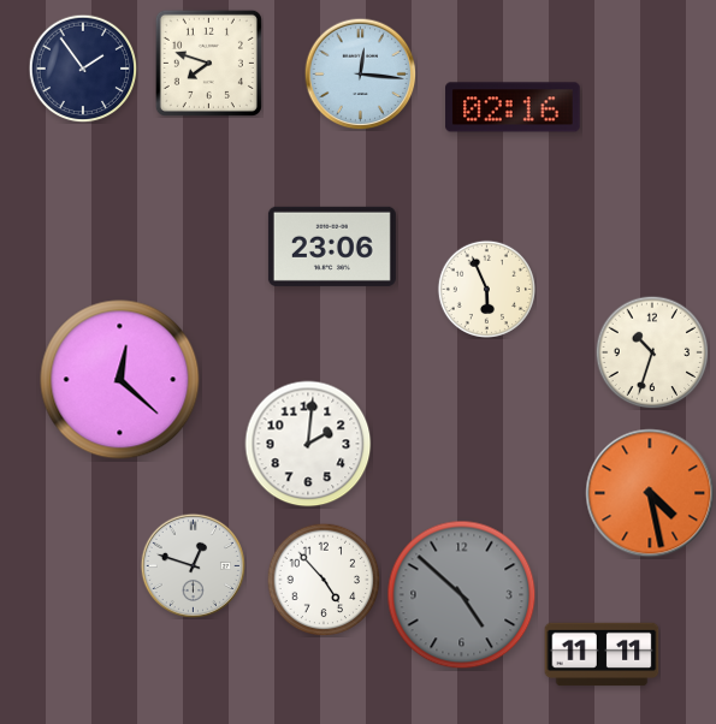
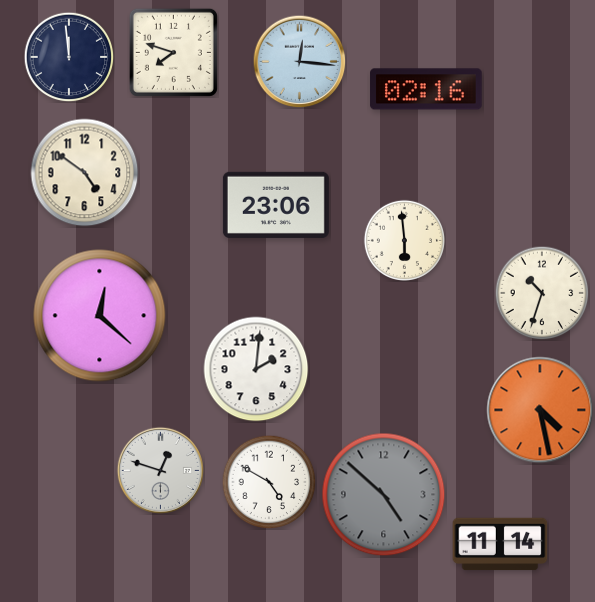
clock at (83, 69): 1:54 -> 11:59
clock at (85, 173): none -> 4:51
clock at (486, 289): 5:56 -> 5:59
clock at (324, 580): 4:53 -> 4:50
clock at (602, 654): 11:11 -> 11:14
